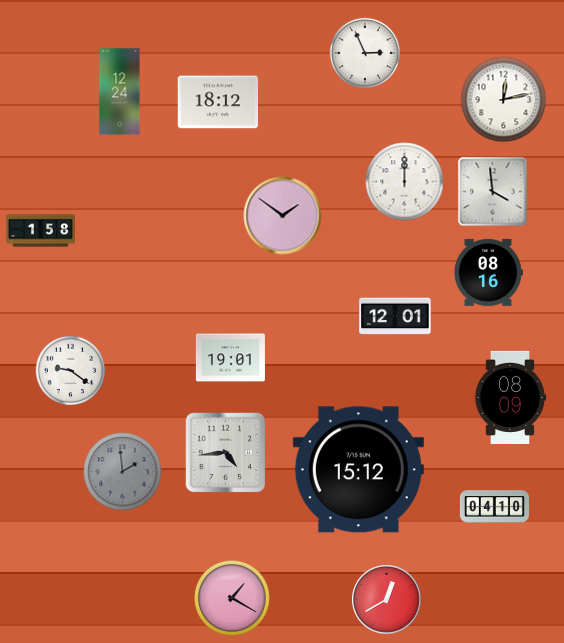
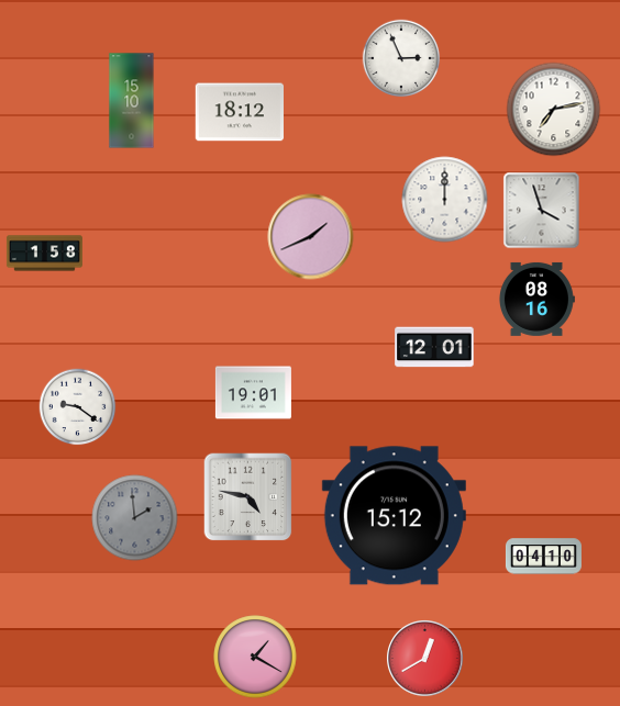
clock at (120, 92): 12:24 -> 15:10
clock at (504, 100): 12:13 -> 7:13
clock at (493, 192): 3:59 -> 3:57
clock at (283, 216): 1:51 -> 1:41
clock at (510, 397): 08:09 -> none
clock at (226, 453): 4:44 -> 4:47
